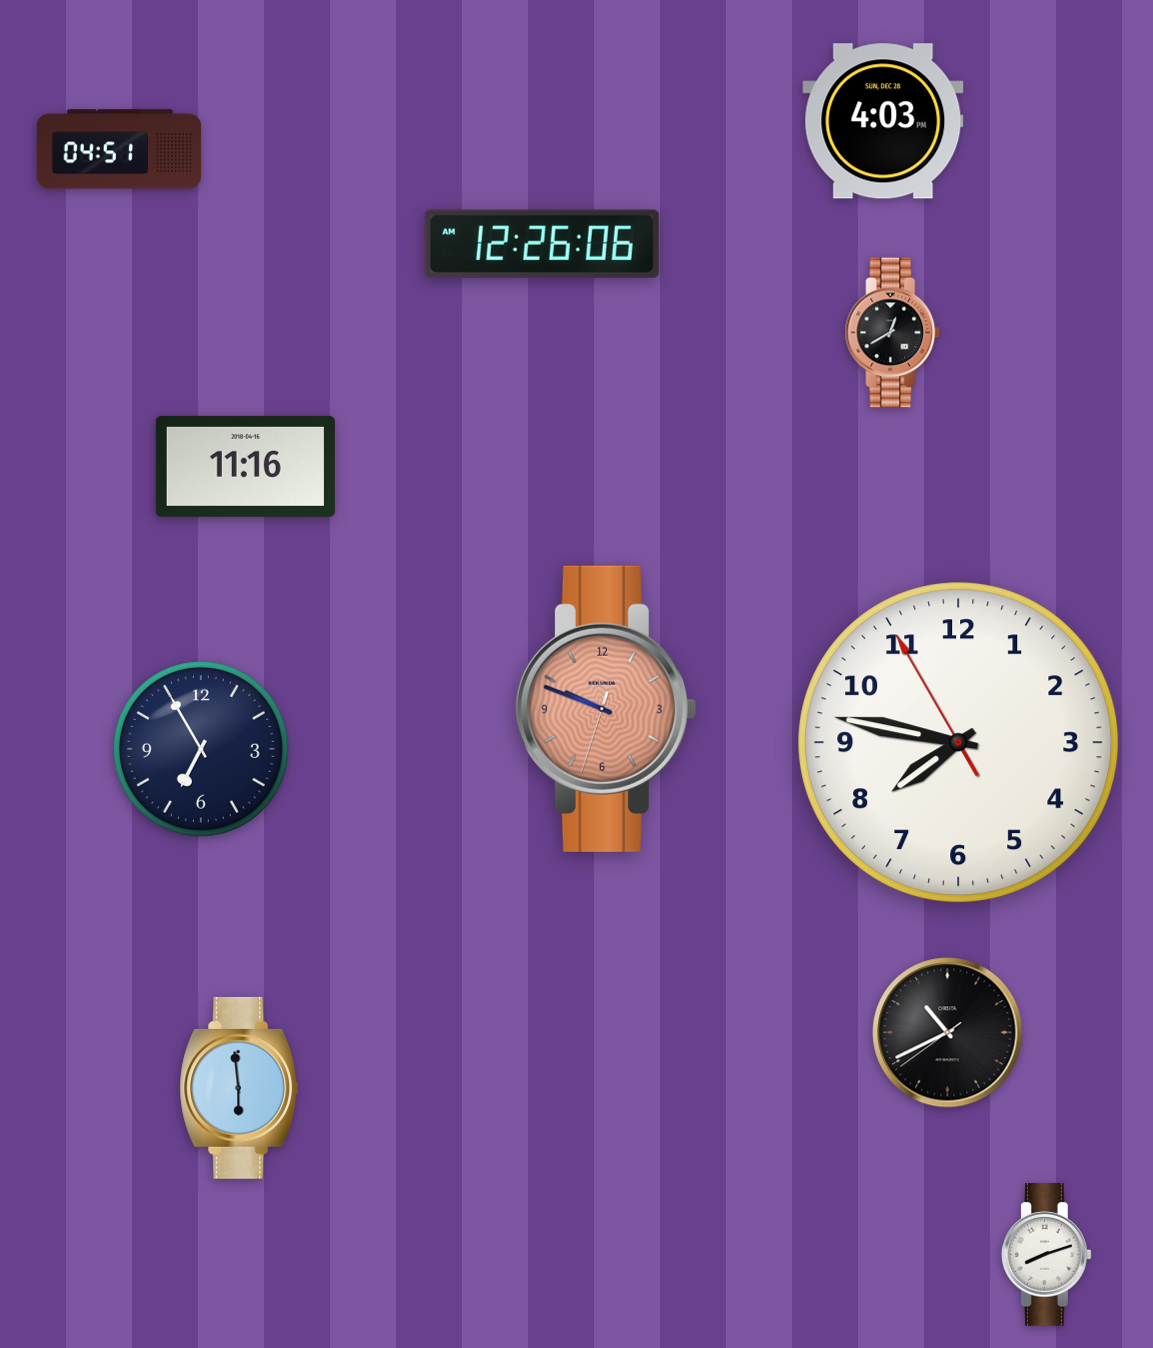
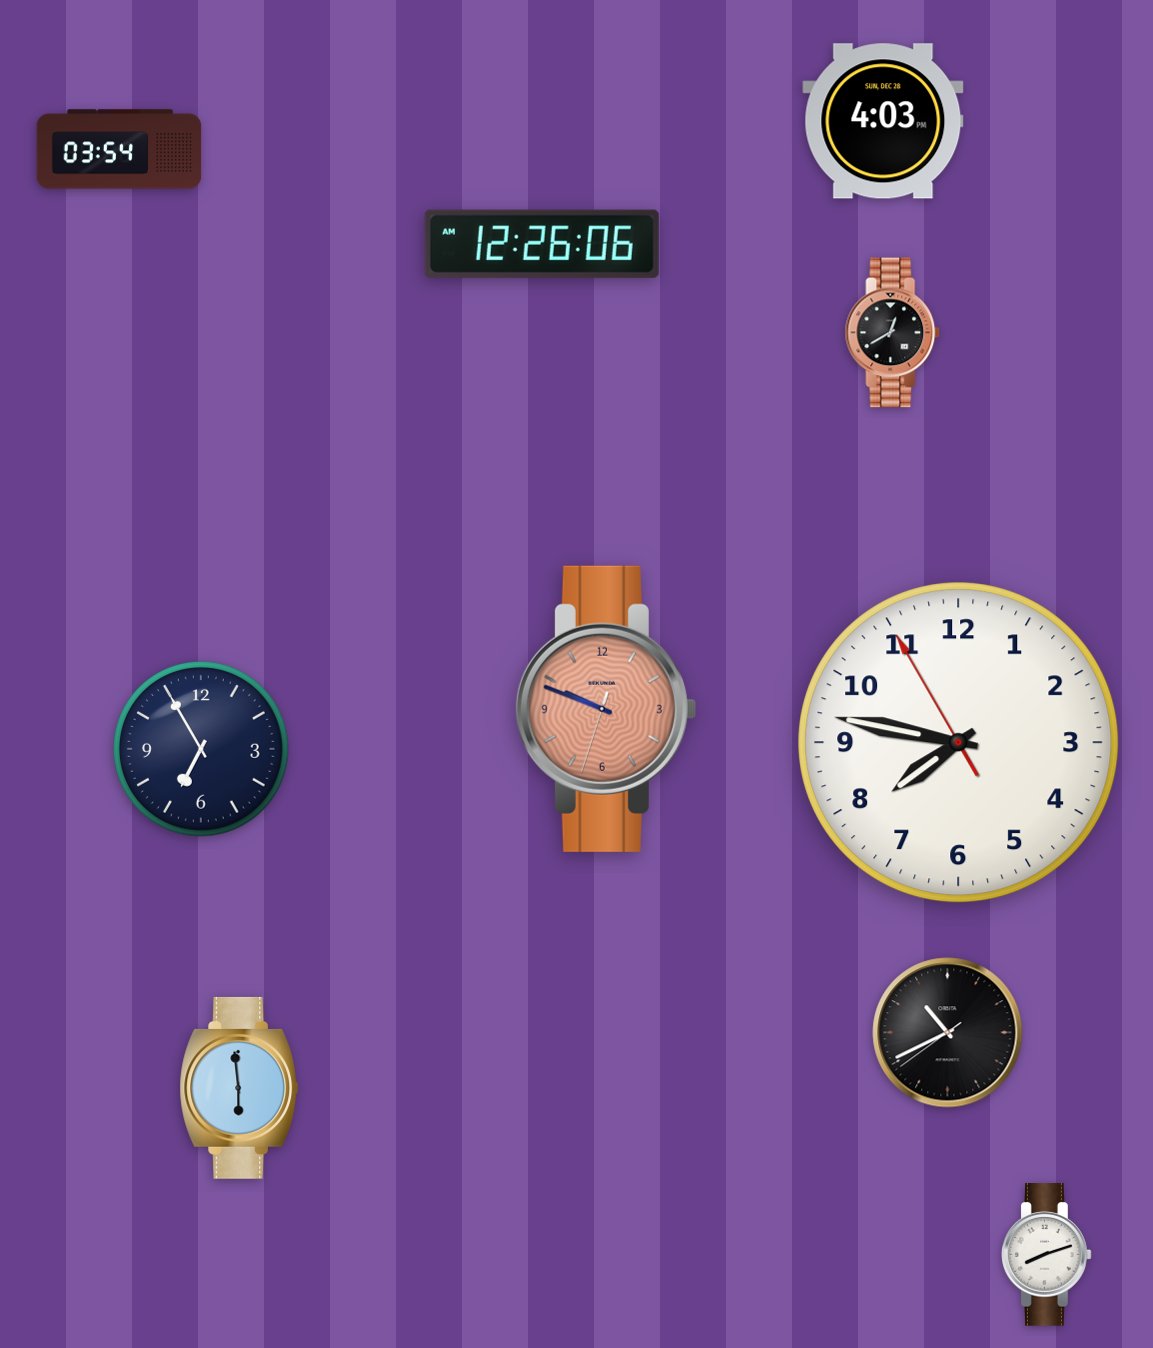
clock at (119, 149): 04:51 -> 03:54
clock at (245, 466): 11:16 -> none
